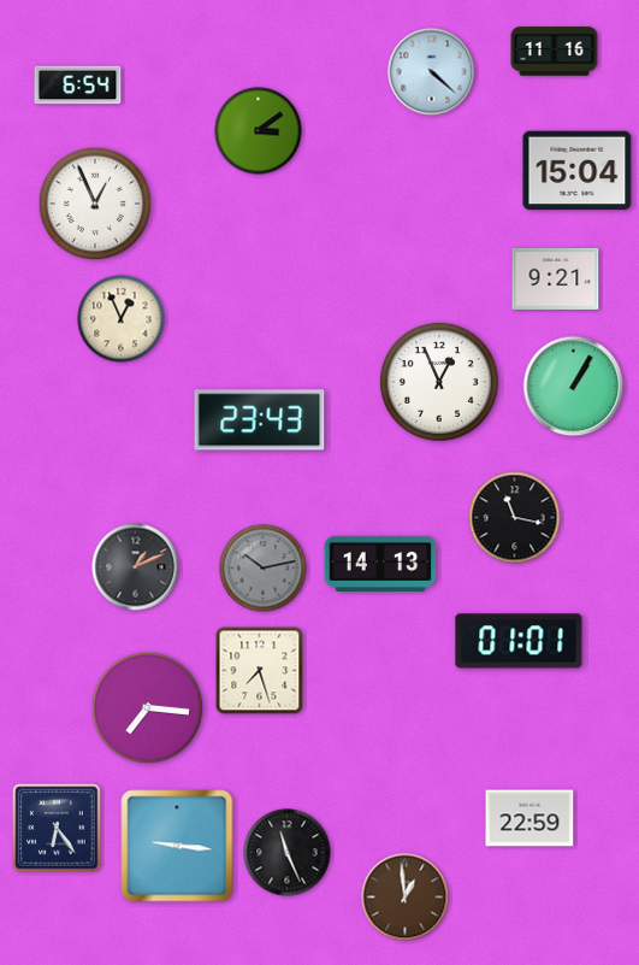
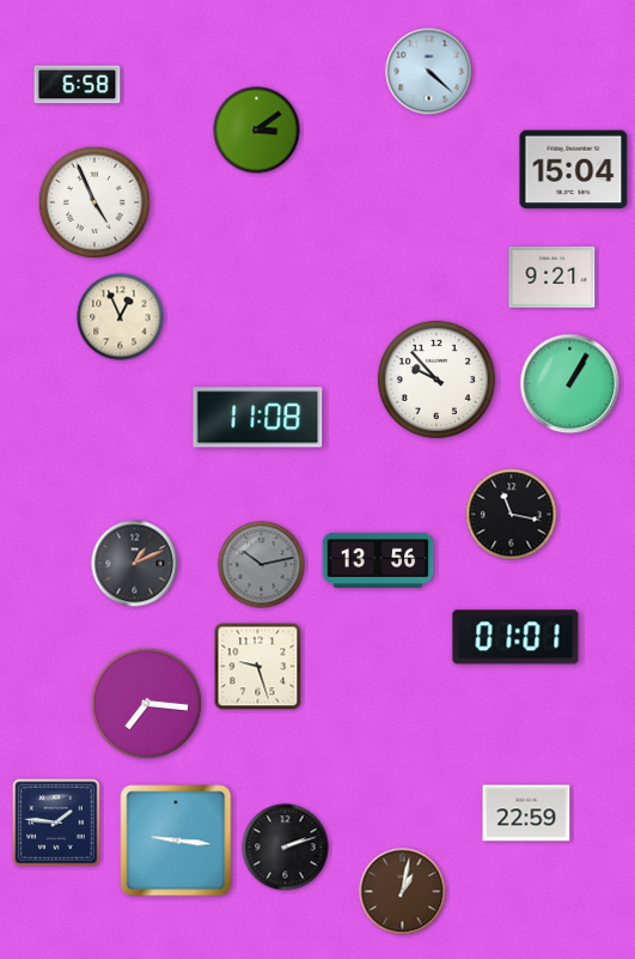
clock at (555, 52): 11:16 -> none
clock at (78, 86): 6:54 -> 6:58
clock at (95, 204): 12:56 -> 4:56
clock at (439, 382): 12:56 -> 9:53
clock at (260, 420): 23:43 -> 11:08
clock at (380, 564): 14:13 -> 13:56
clock at (260, 671): 7:27 -> 9:27
clock at (57, 828): 6:24 -> 1:46
clock at (288, 853): 11:26 -> 2:12
clock at (406, 898): 12:59 -> 1:02
